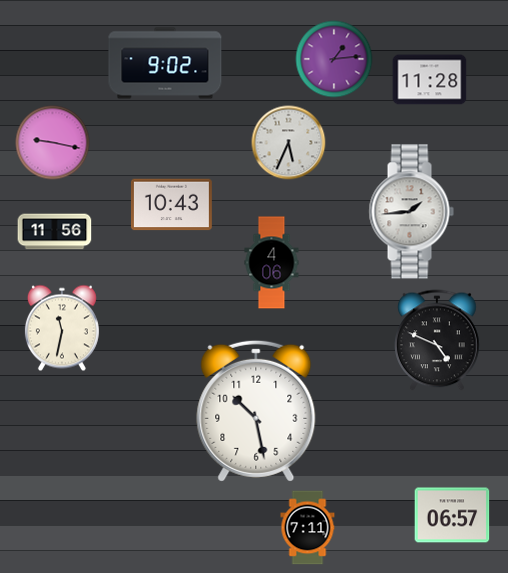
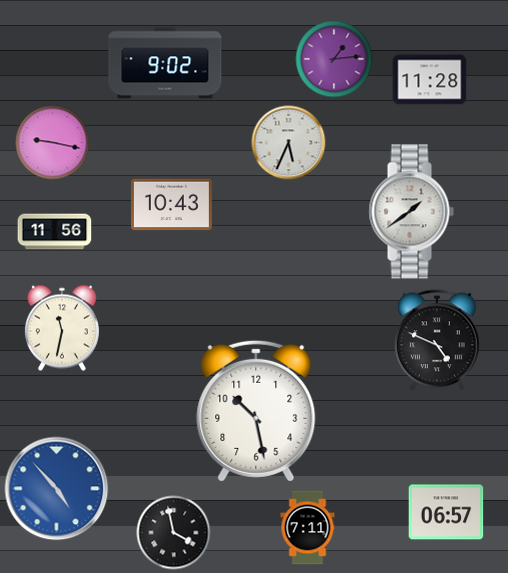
clock at (411, 212): 1:44 -> 1:39
clock at (272, 263): 4:06 -> none
clock at (57, 489): none -> 4:53
clock at (452, 515) position: (452, 515) -> (446, 512)
clock at (174, 533): none -> 3:58
